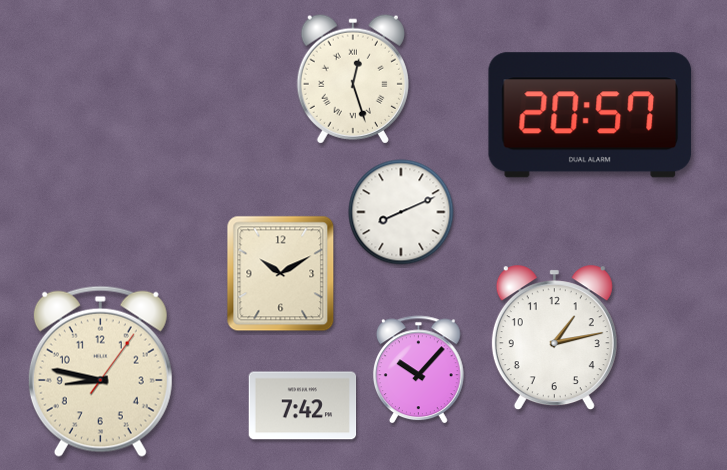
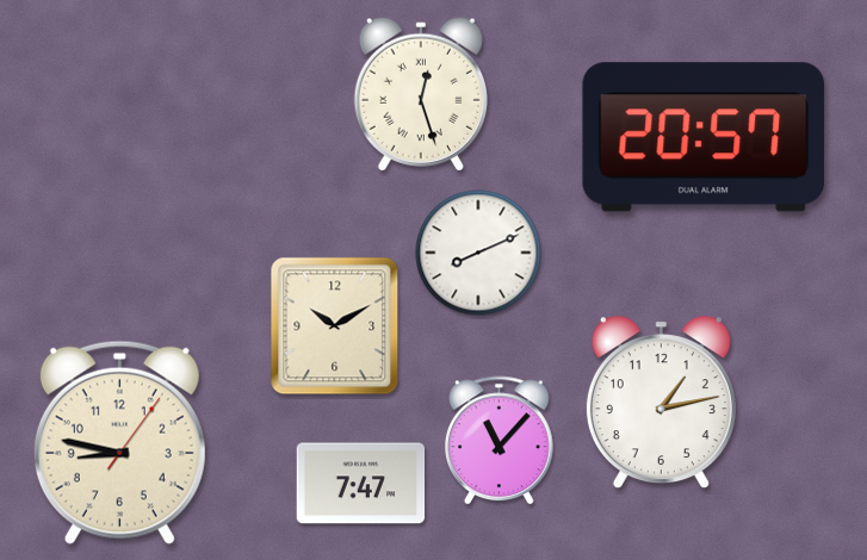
clock at (418, 370): 10:07 -> 11:07
clock at (303, 406): 7:42 -> 7:47
